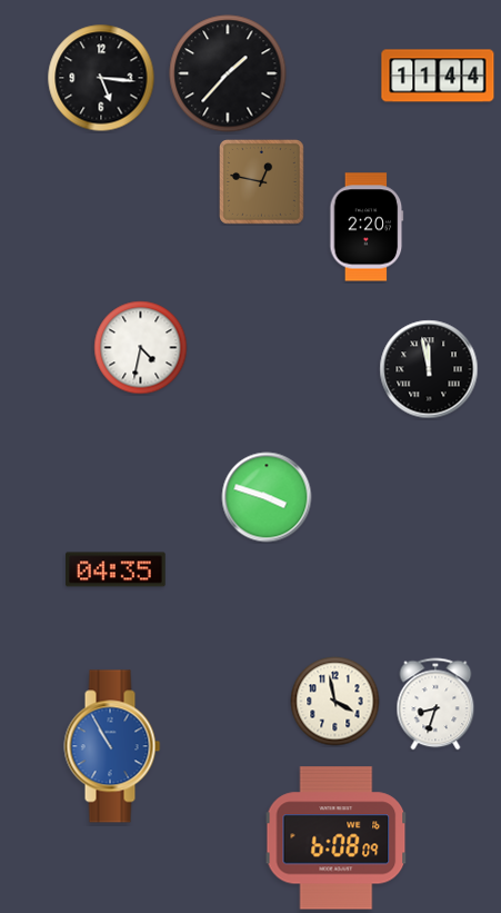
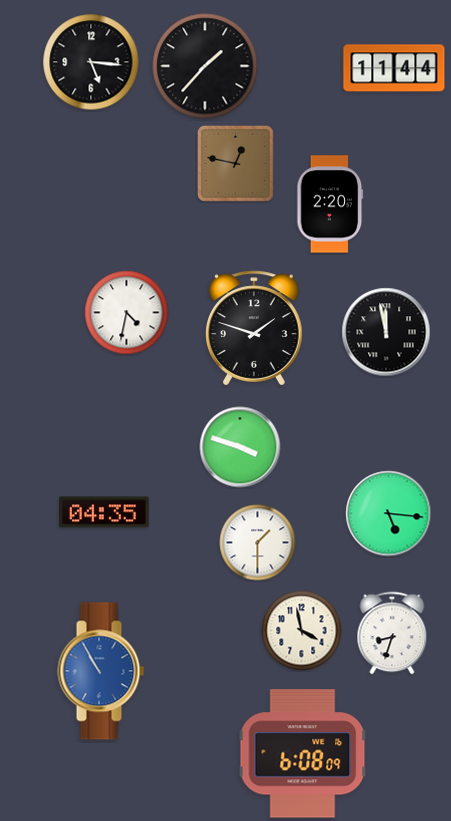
clock at (101, 78) position: (101, 78) -> (91, 62)
clock at (255, 328): none -> 1:48
clock at (389, 514): none -> 5:16
clock at (258, 543): none -> 1:30
